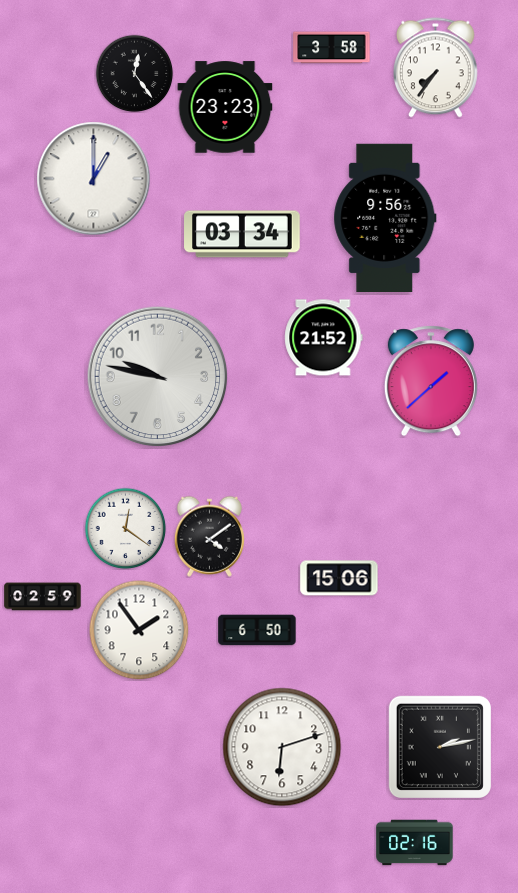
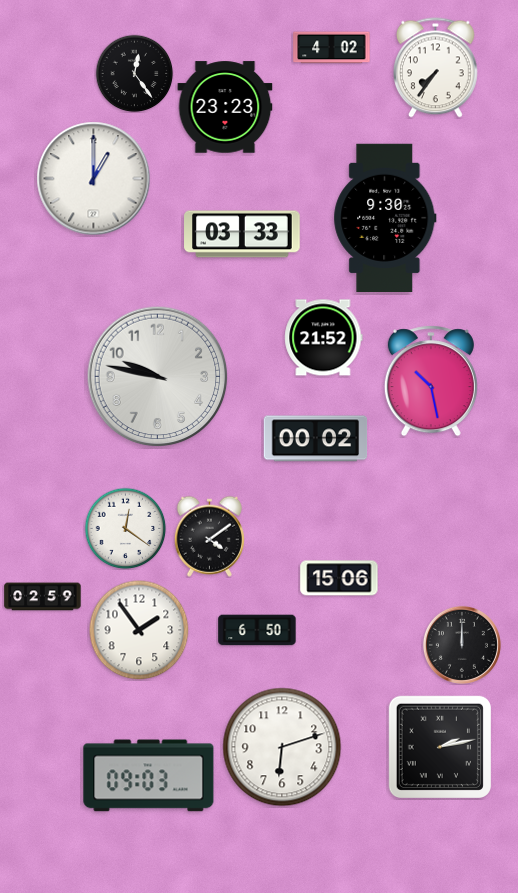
clock at (332, 48): 3:58 -> 4:02
clock at (385, 217): 9:56 -> 9:30
clock at (242, 234): 03:34 -> 03:33
clock at (431, 381): 1:38 -> 10:28
clock at (316, 439): none -> 00:02
clock at (462, 645): none -> 12:00
clock at (149, 776): none -> 09:03
clock at (415, 843): 02:16 -> none
